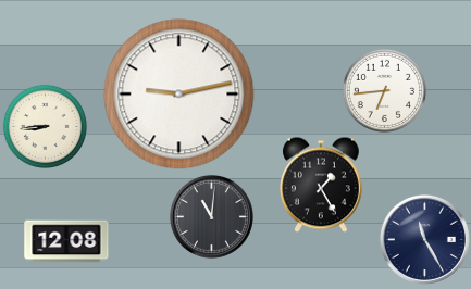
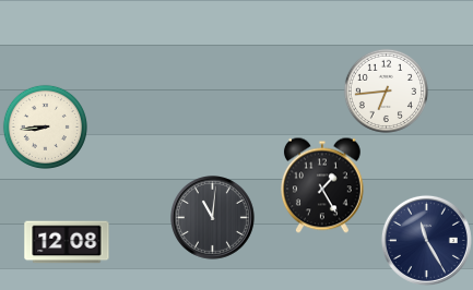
clock at (179, 95): 9:13 -> none
